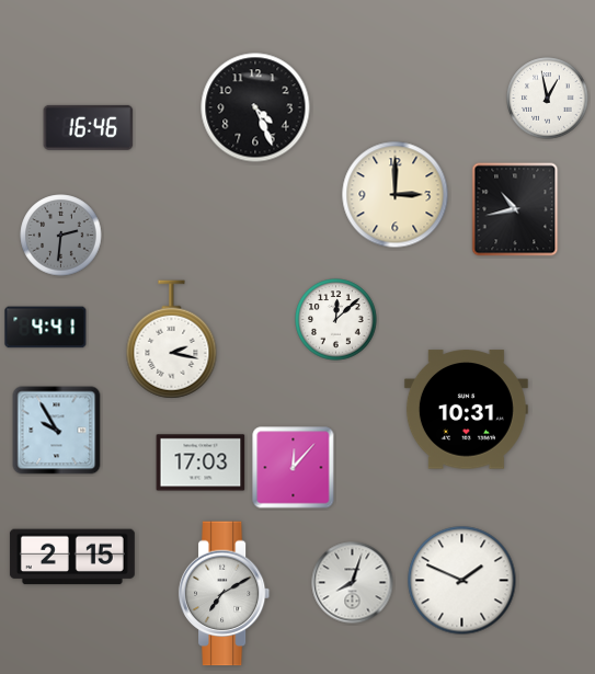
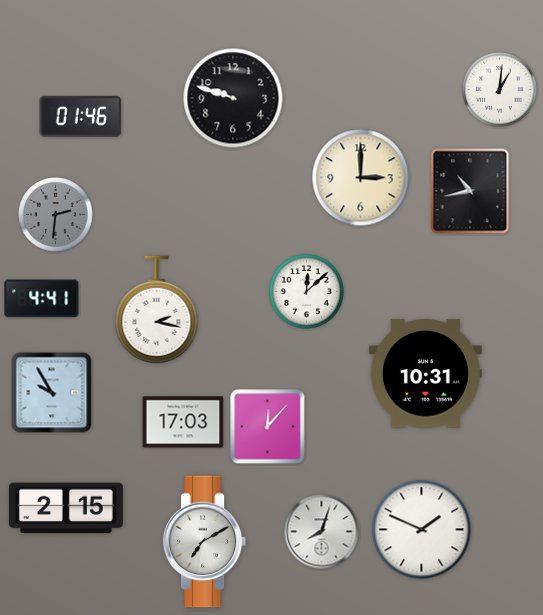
clock at (548, 99): 12:58 -> 1:01
clock at (255, 107): 4:26 -> 9:48
clock at (89, 127): 16:46 -> 01:46
